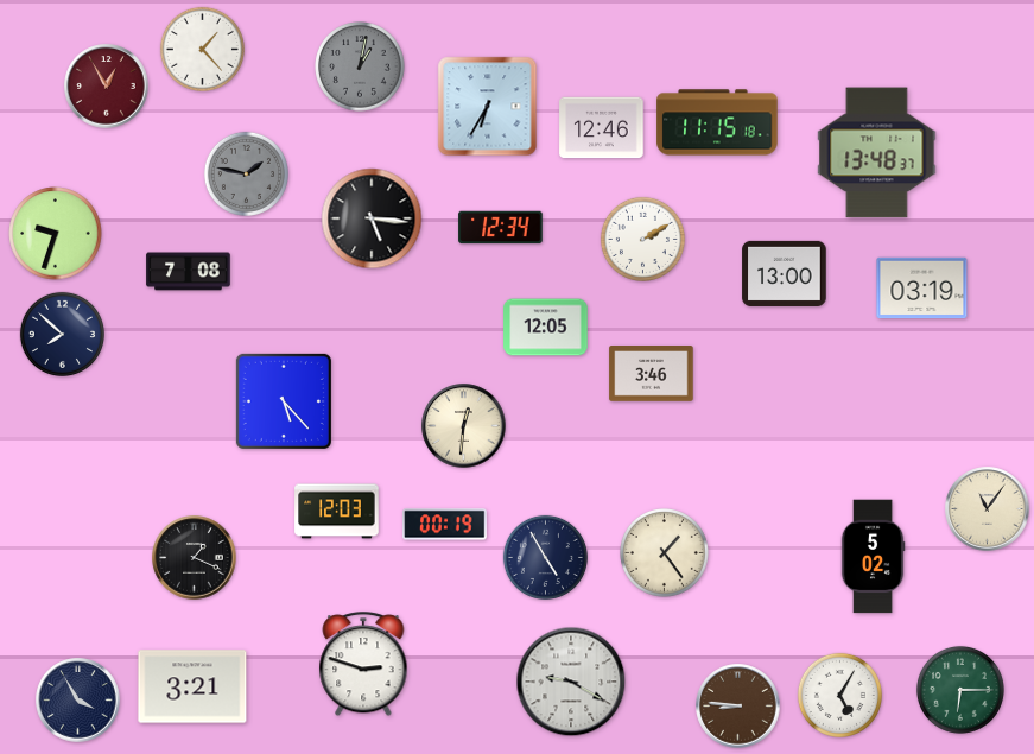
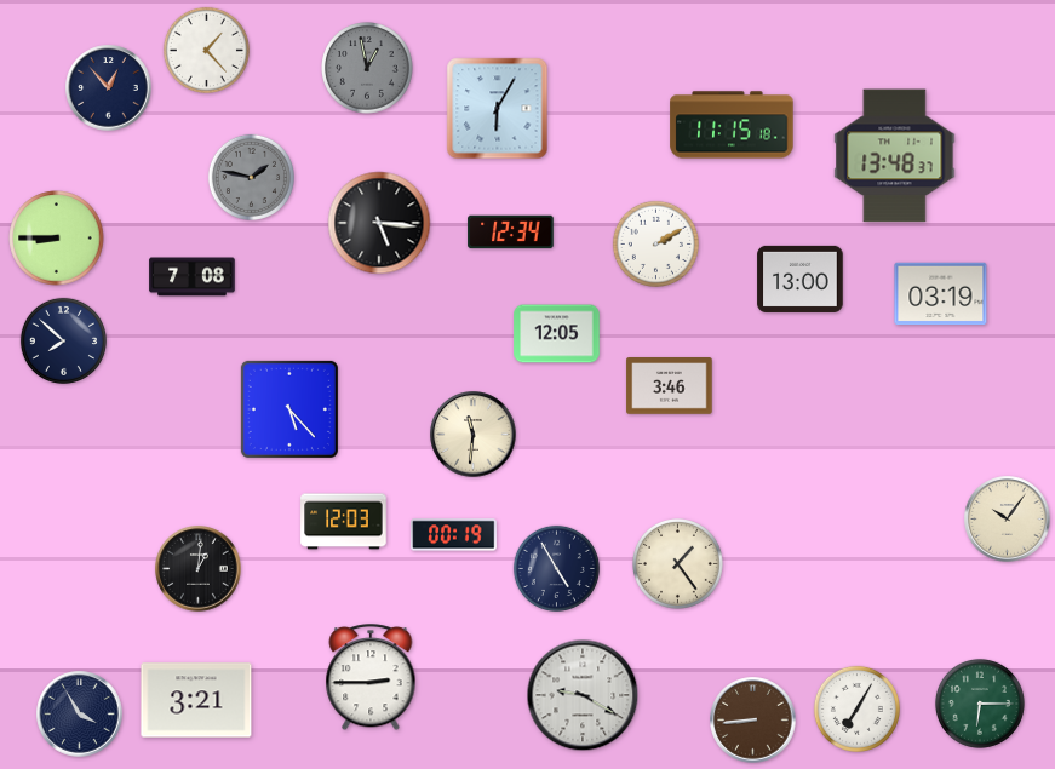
clock at (360, 66): 1:02 -> 12:58
clock at (107, 87): 12:55 -> 12:53
clock at (107, 87) dial: burgundy -> navy
clock at (488, 107): 6:35 -> 6:05
clock at (602, 128): 12:46 -> none
clock at (56, 234): 9:33 -> 8:45
clock at (652, 374) position: (652, 374) -> (670, 386)
clock at (464, 426): 12:31 -> 11:31
clock at (988, 509): 11:06 -> 10:06
clock at (873, 557): 5:02 -> none
clock at (195, 558): 1:19 -> 1:01
clock at (363, 665): 2:48 -> 2:45
clock at (839, 695): 5:05 -> 7:05
clock at (738, 707): 8:46 -> 8:44
